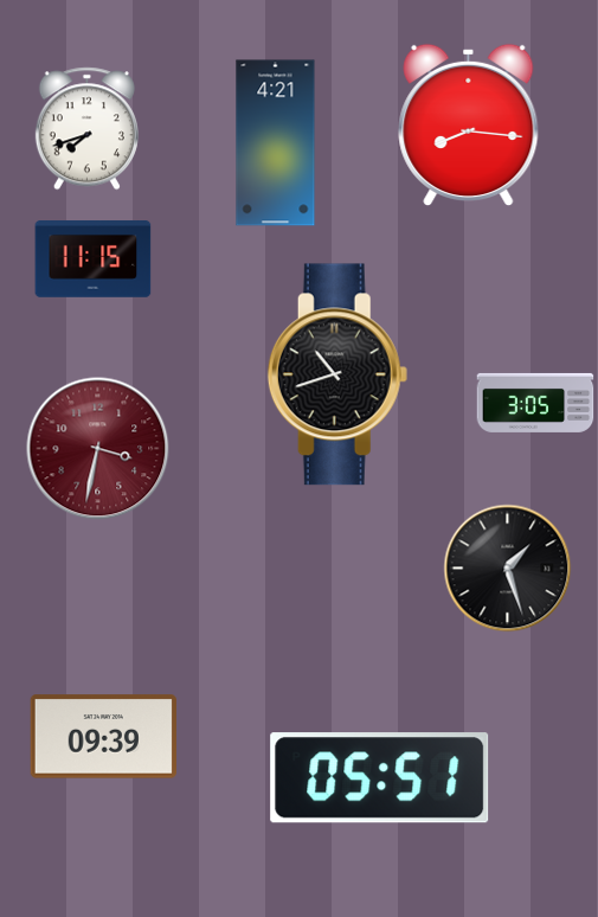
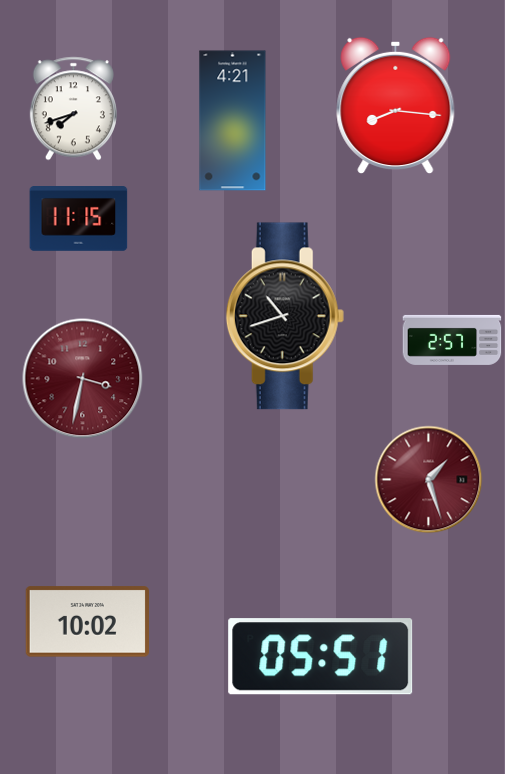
clock at (535, 403): 3:05 -> 2:57
clock at (508, 569) dial: black -> burgundy
clock at (103, 737): 09:39 -> 10:02
